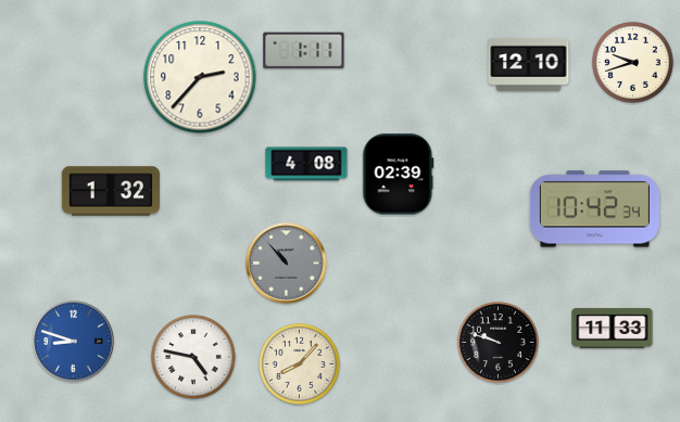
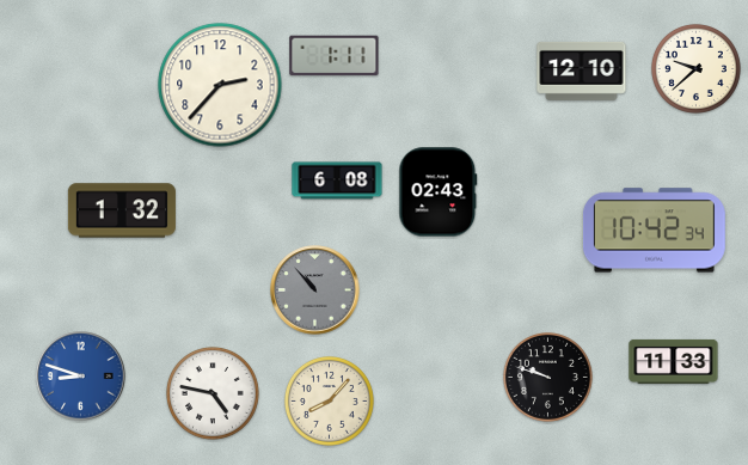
clock at (632, 62): 9:42 -> 9:38
clock at (306, 164): 4:08 -> 6:08
clock at (399, 175): 02:39 -> 02:43
